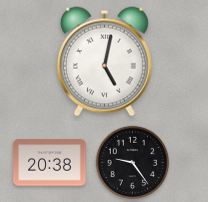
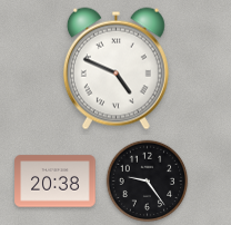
clock at (104, 62): 5:02 -> 4:49
